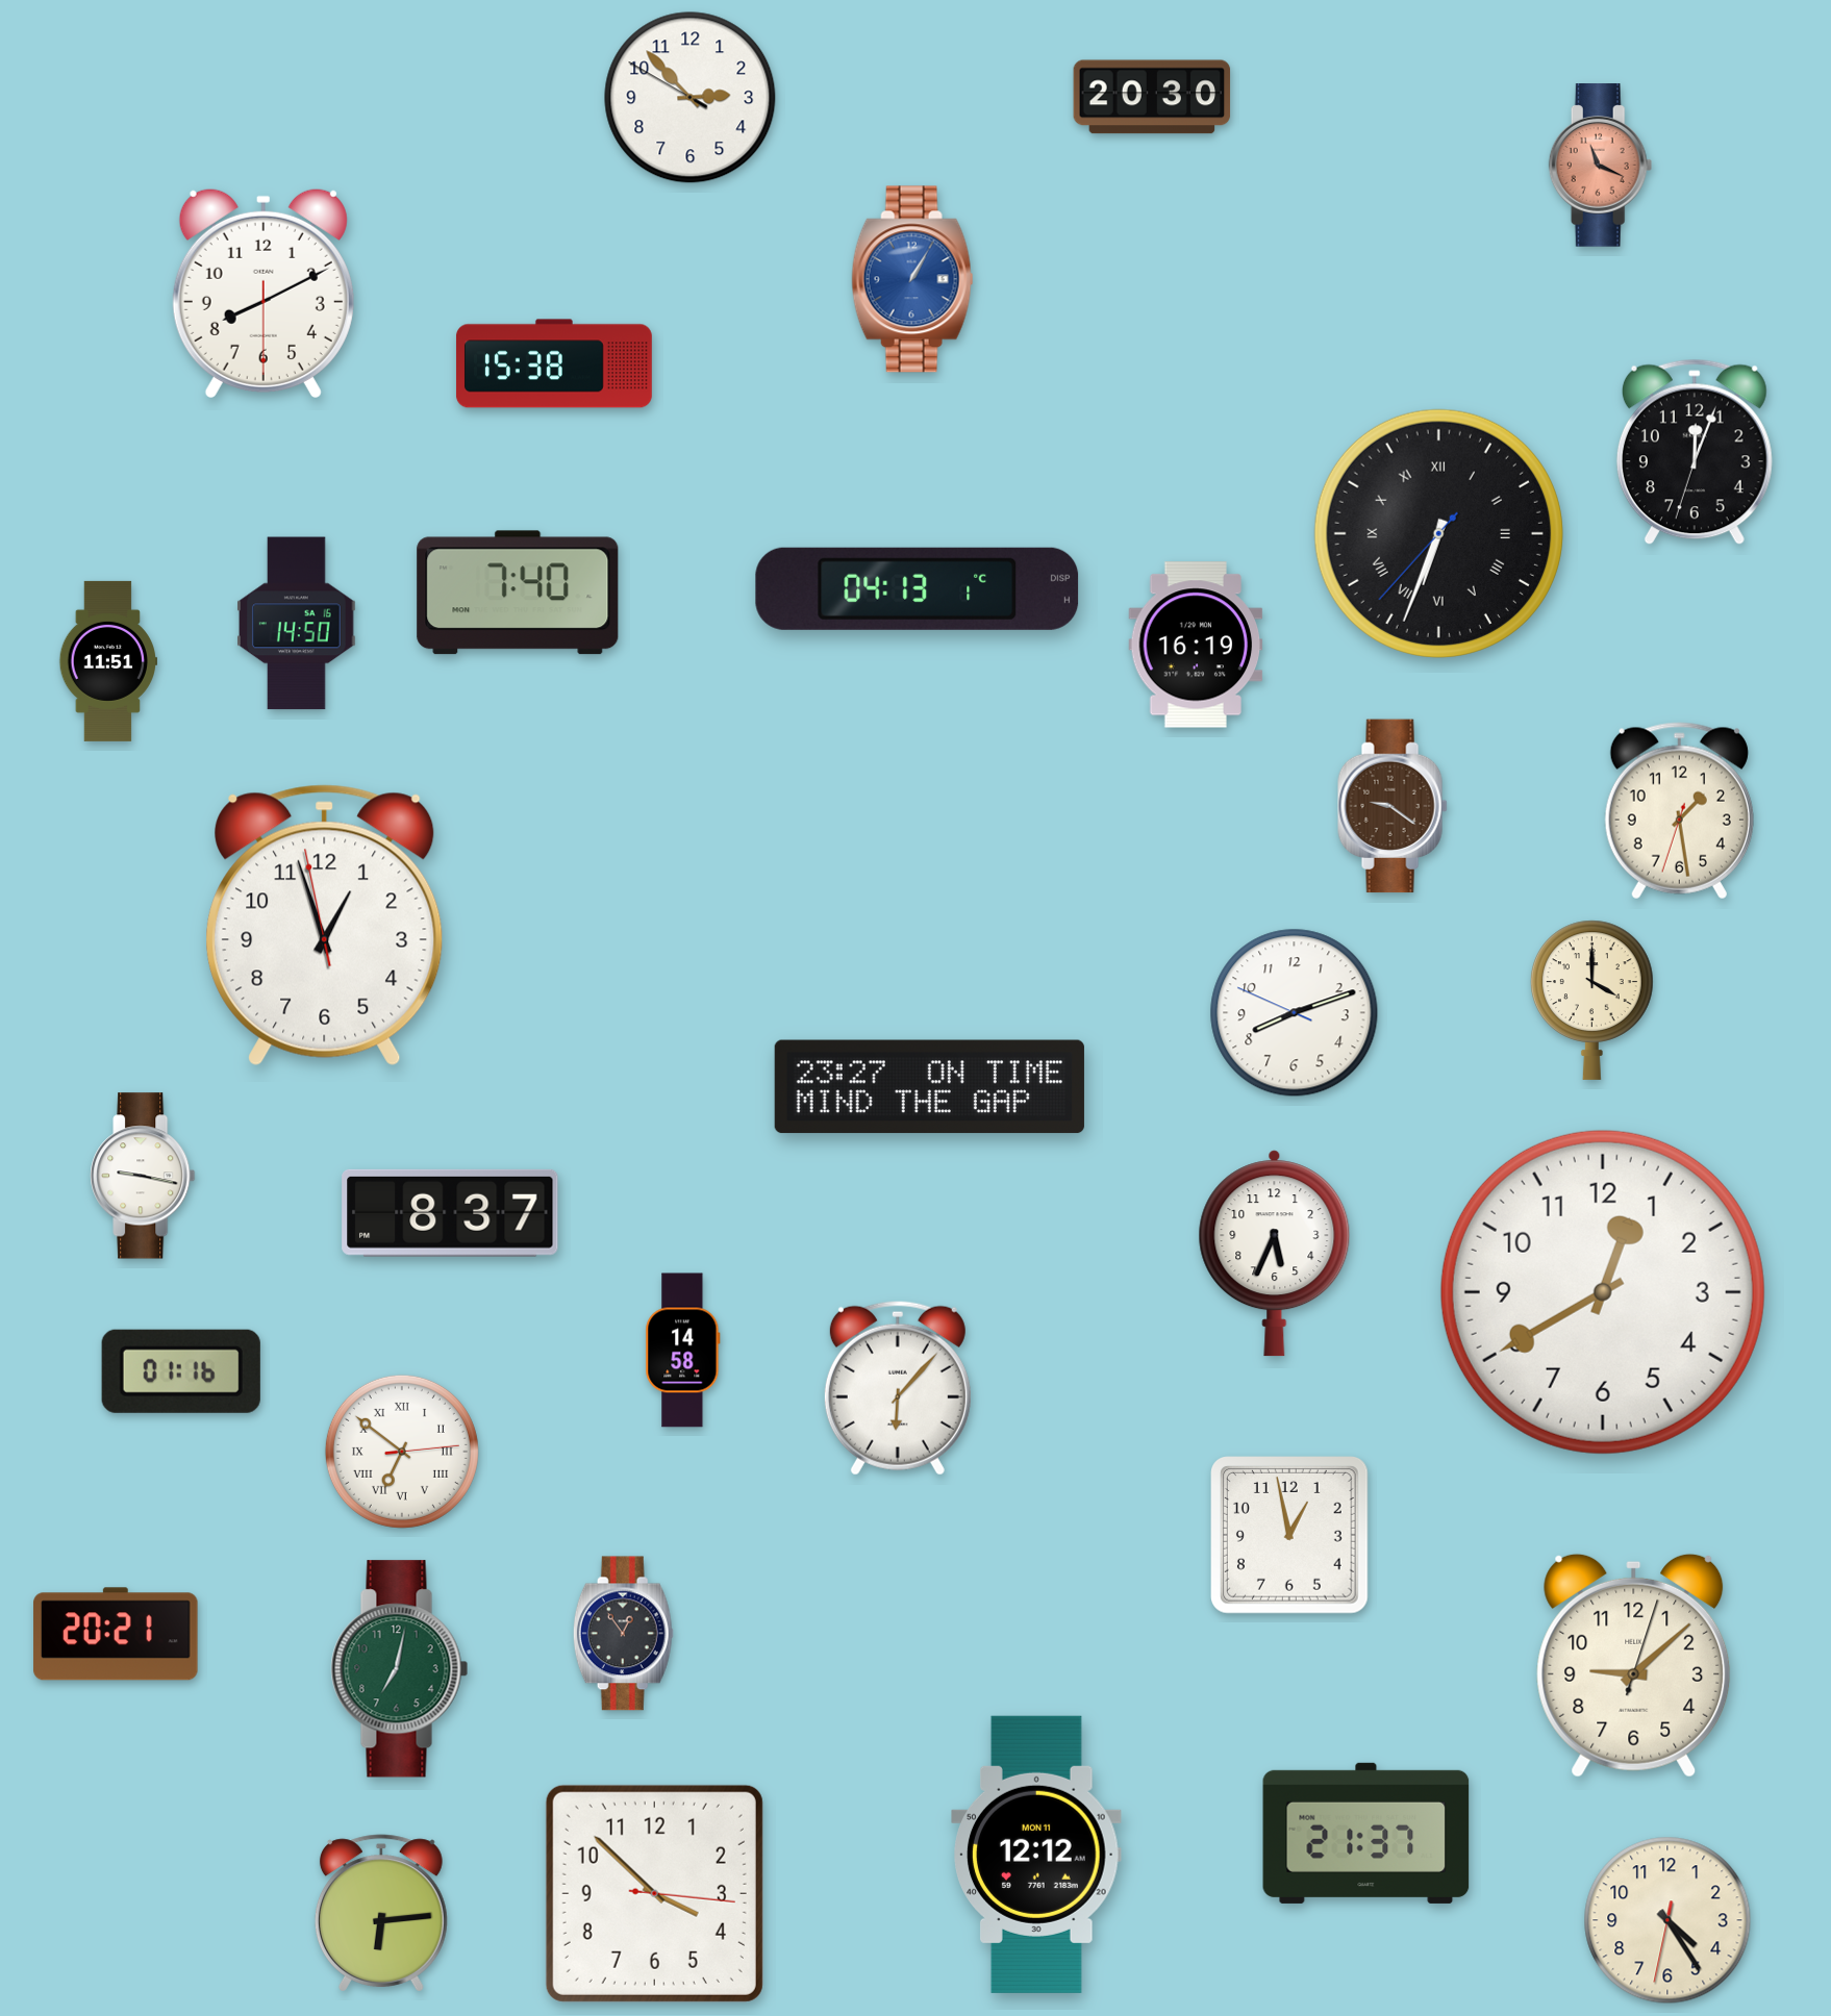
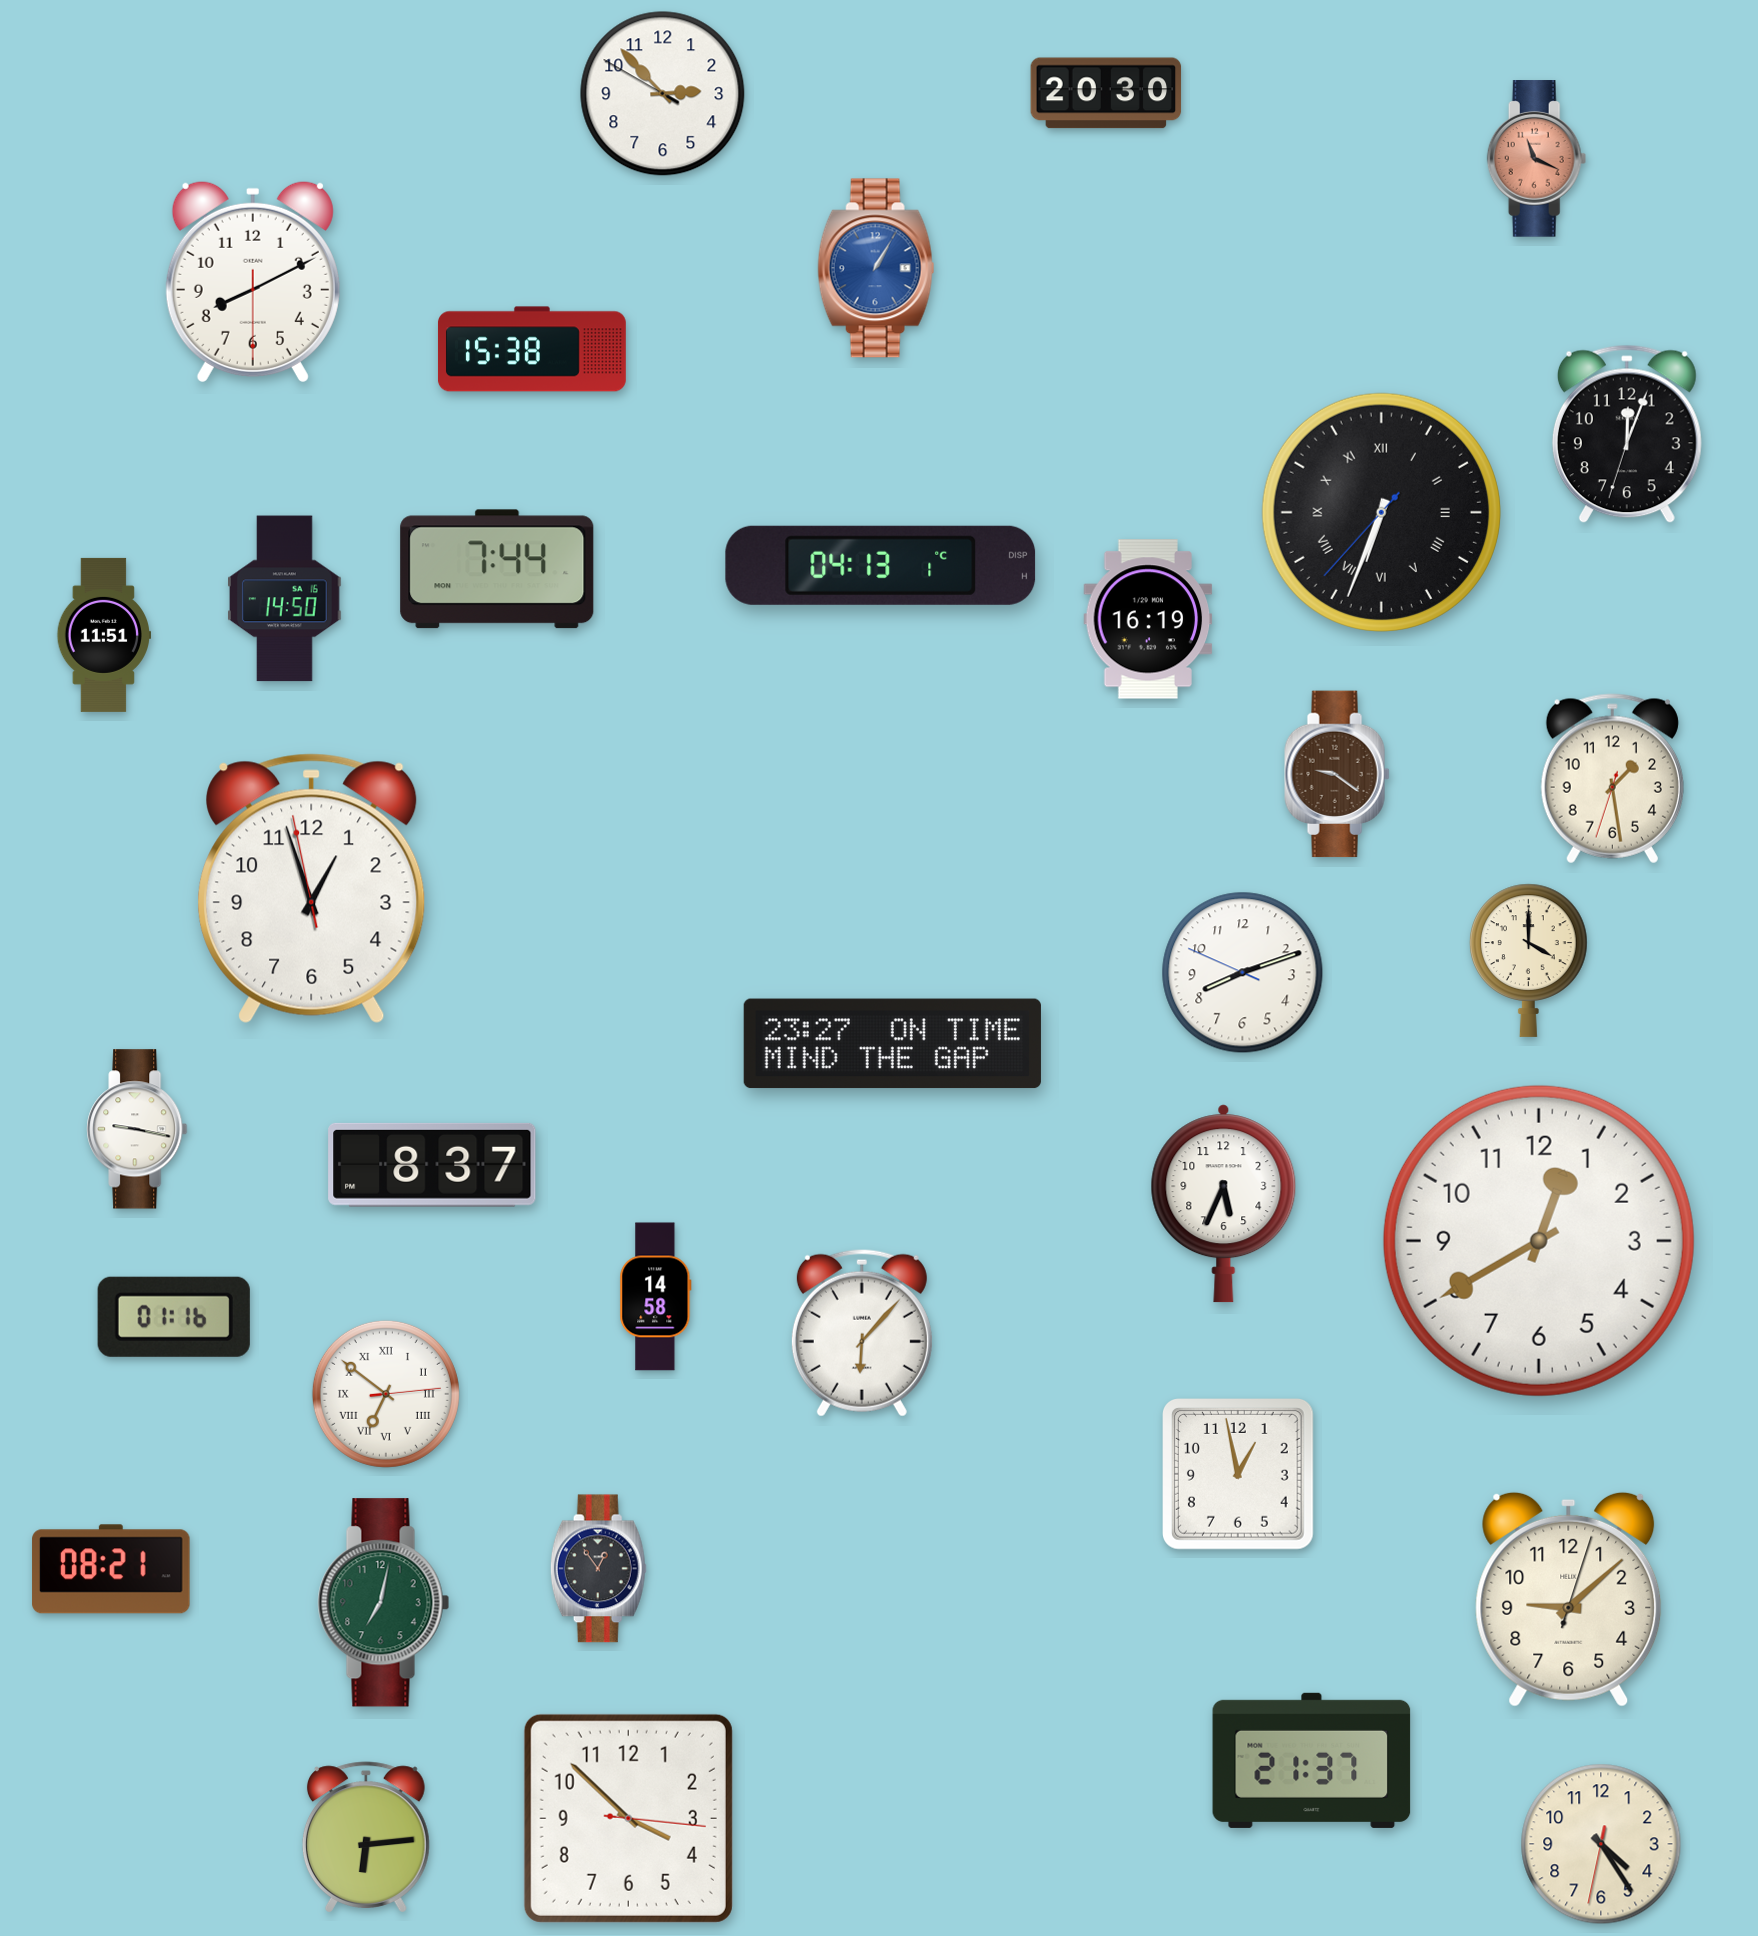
clock at (518, 593): 7:40 -> 7:44
clock at (116, 1634): 20:21 -> 08:21
clock at (1036, 1855): 12:12 -> none
